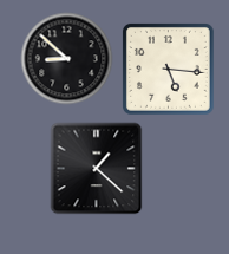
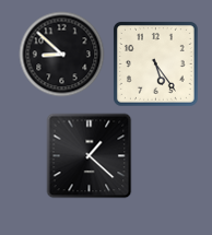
clock at (168, 69): 5:16 -> 5:24
